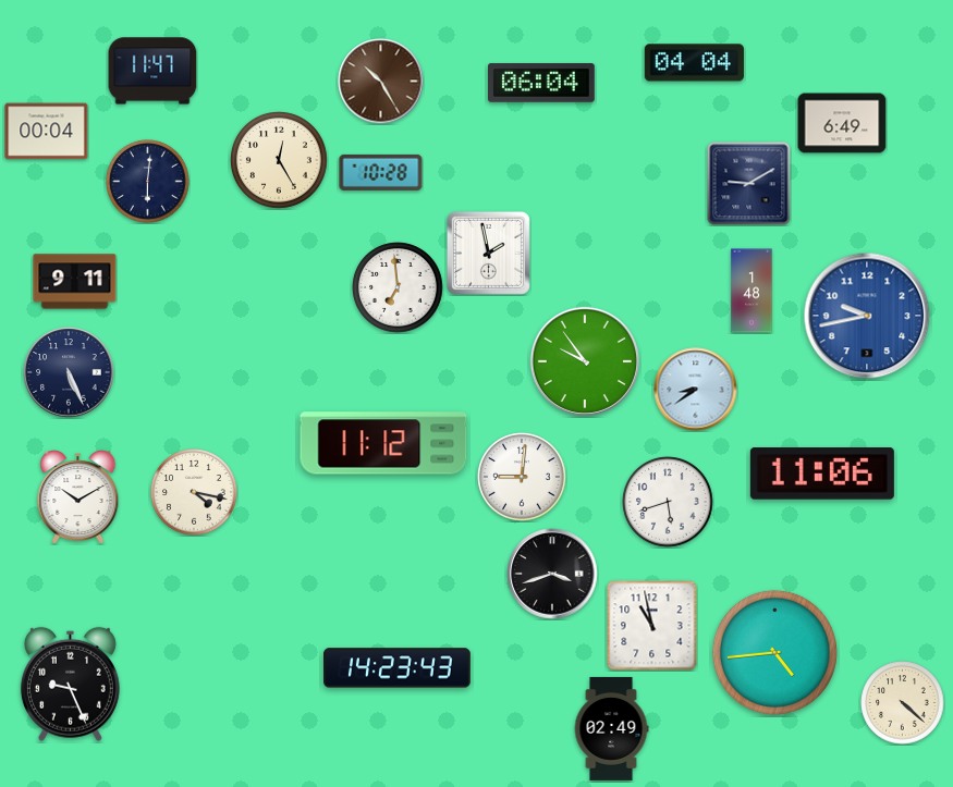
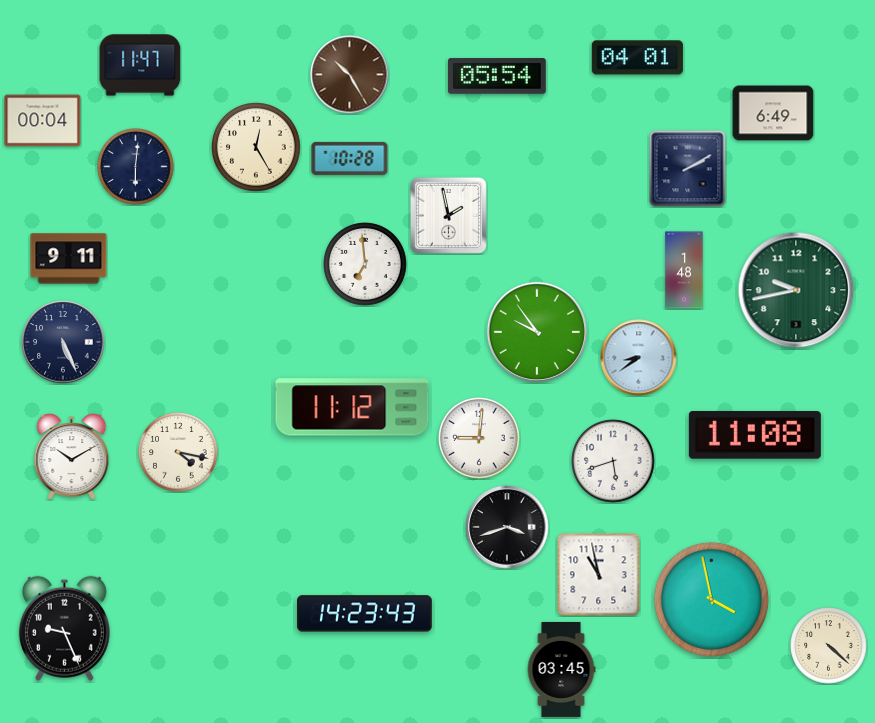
clock at (694, 63): 04:04 -> 04:01
clock at (542, 83): 06:04 -> 05:54
clock at (749, 184): 9:10 -> 2:10
clock at (488, 253) position: (488, 253) -> (448, 215)
clock at (752, 291) position: (752, 291) -> (684, 270)
clock at (867, 316) dial: blue -> green
clock at (822, 474): 11:06 -> 11:08
clock at (774, 652): 4:44 -> 3:58
clock at (611, 728): 02:49 -> 03:45
